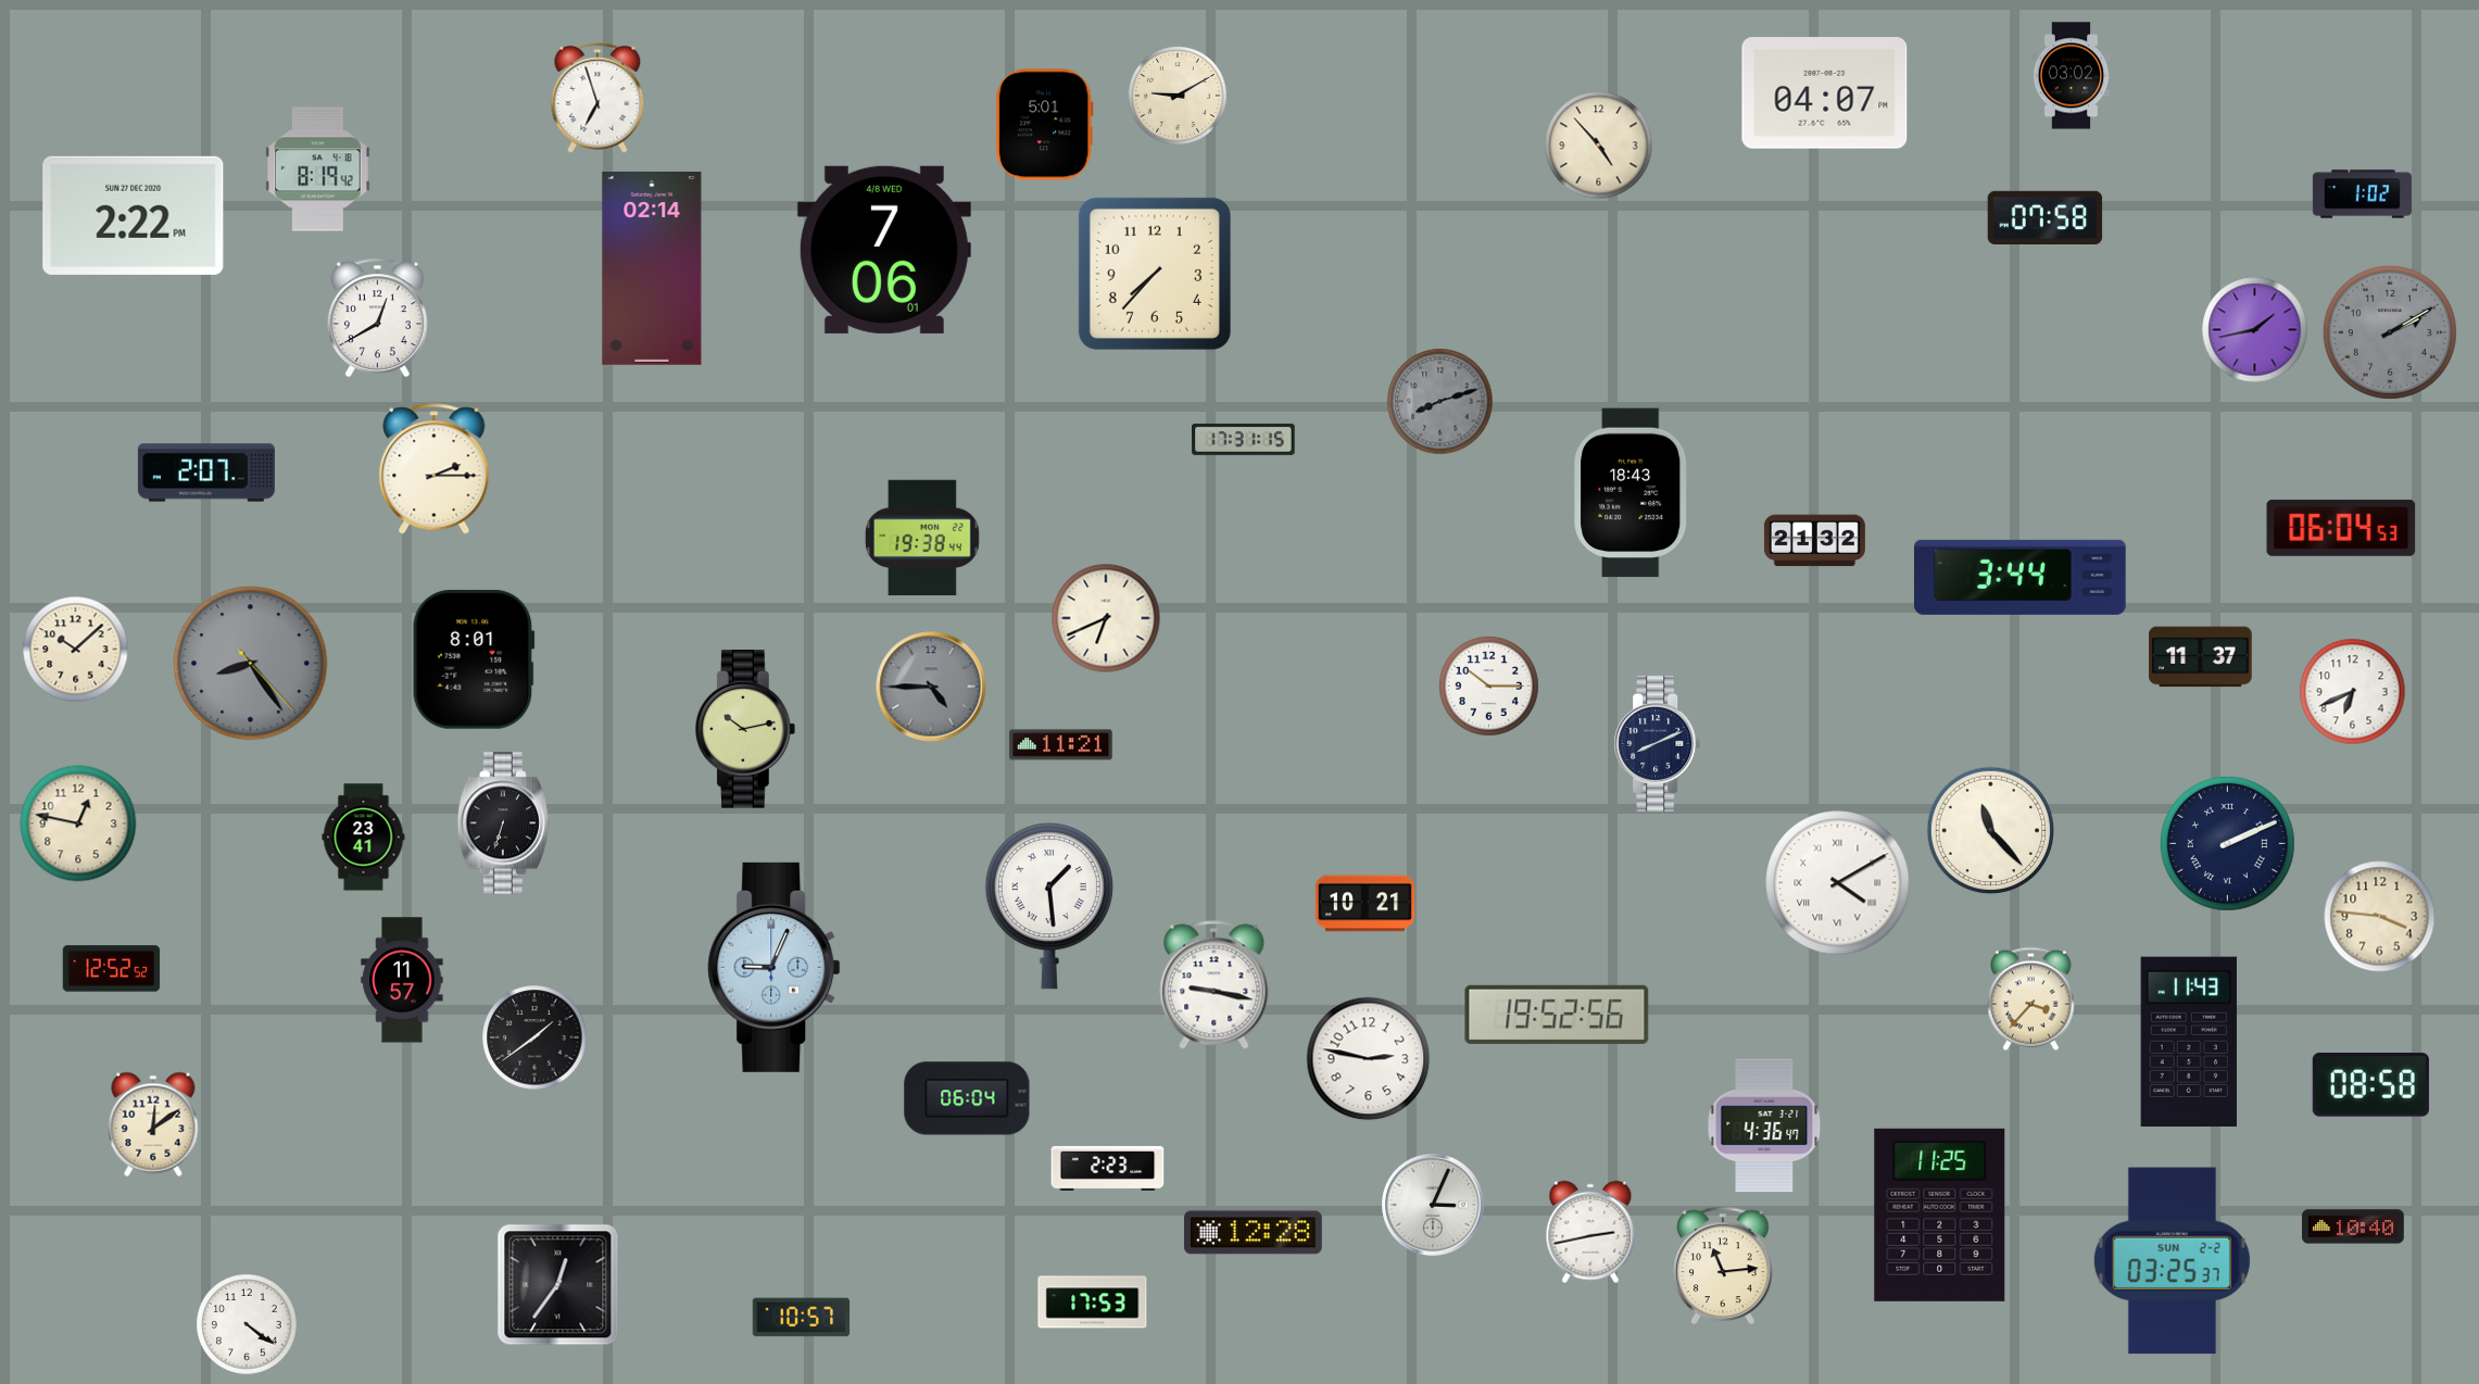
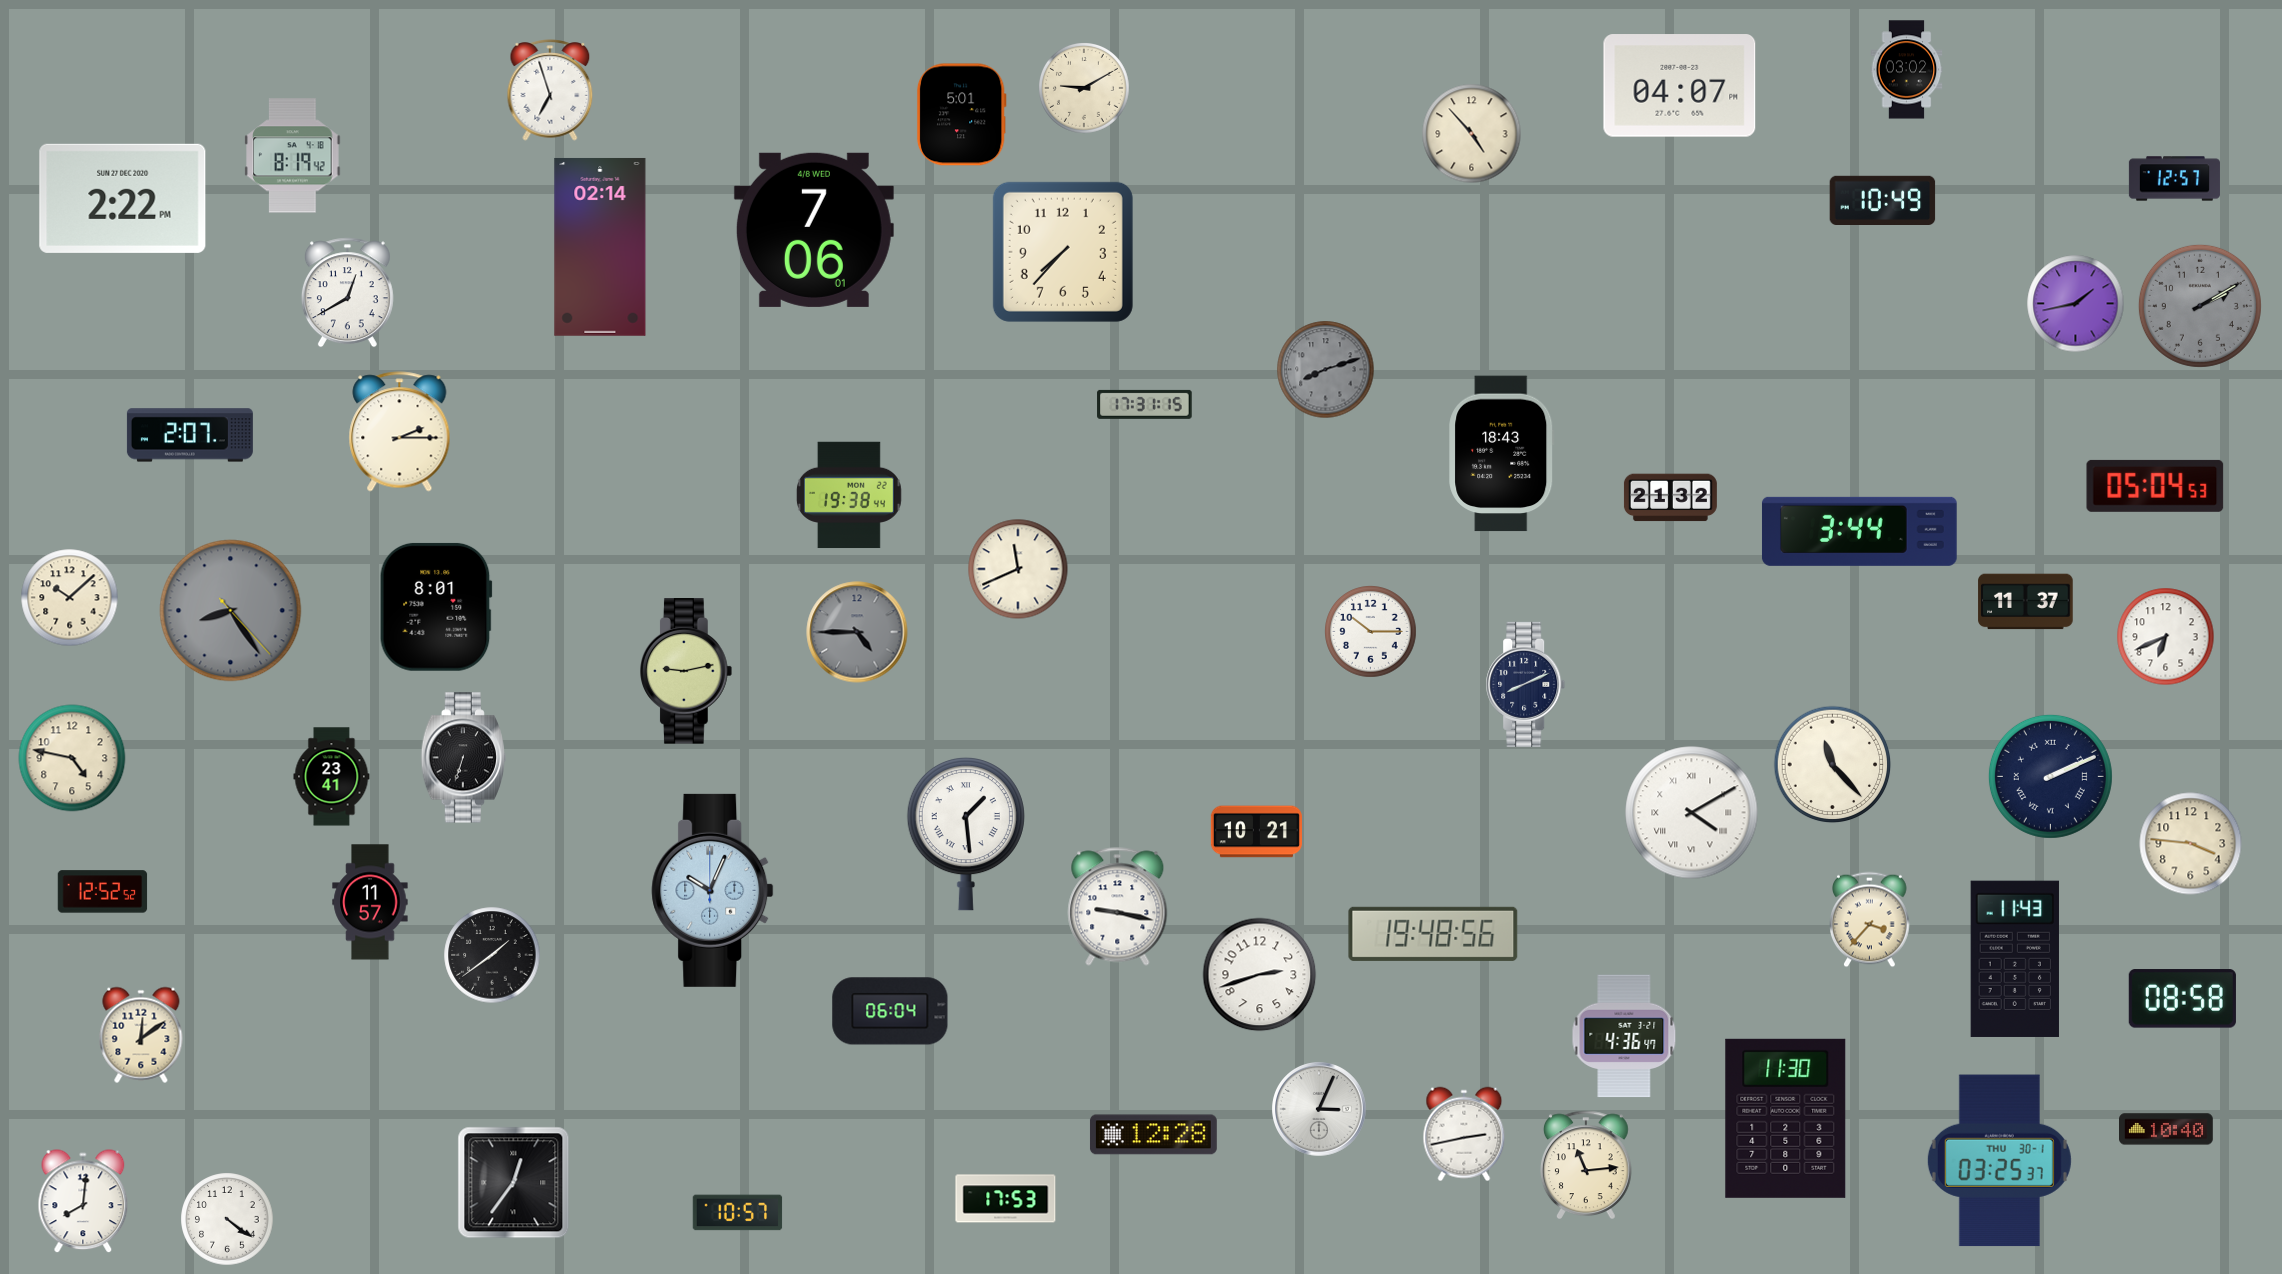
clock at (2362, 194): 1:02 -> 12:57
clock at (2046, 217): 07:58 -> 10:49
clock at (2341, 528): 06:04 -> 05:04
clock at (1106, 618): 6:41 -> 11:41
clock at (2201, 657) position: (2201, 657) -> (2026, 602)
clock at (746, 729): 10:13 -> 9:13
clock at (1061, 745): 11:21 -> none
clock at (78, 823): 12:47 -> 4:47
clock at (364, 838) position: (364, 838) -> (332, 777)
clock at (775, 967): 9:04 -> 10:04
clock at (1557, 1015): 19:52 -> 19:48
clock at (1369, 1059): 2:47 -> 2:42
clock at (1108, 1168): 2:23 -> none
clock at (1940, 1215): 11:25 -> 11:30
clock at (2172, 1261) date: SUN 2-2 -> THU 30-1
clock at (83, 1202): none -> 8:01
